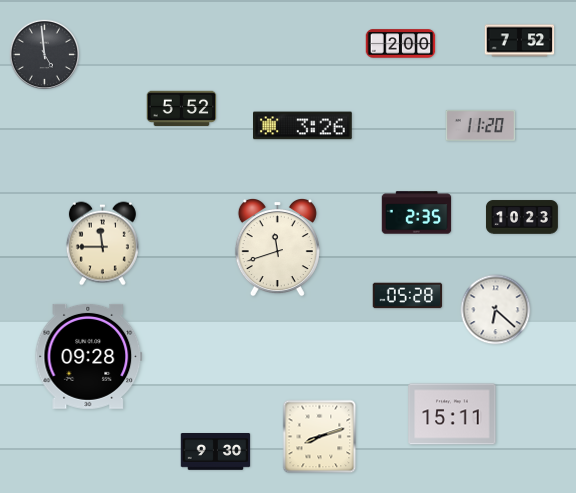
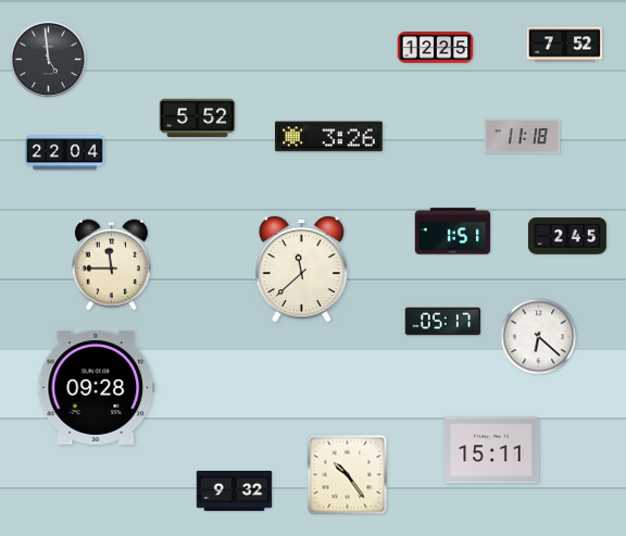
clock at (401, 44): 2:00 -> 12:25
clock at (481, 125): 11:20 -> 11:18
clock at (65, 153): none -> 22:04
clock at (417, 213): 2:35 -> 1:51
clock at (522, 217): 10:23 -> 2:45
clock at (277, 248): 11:42 -> 11:38
clock at (408, 296): 05:28 -> 05:17
clock at (320, 437): 8:12 -> 10:24
clock at (216, 452): 9:30 -> 9:32
